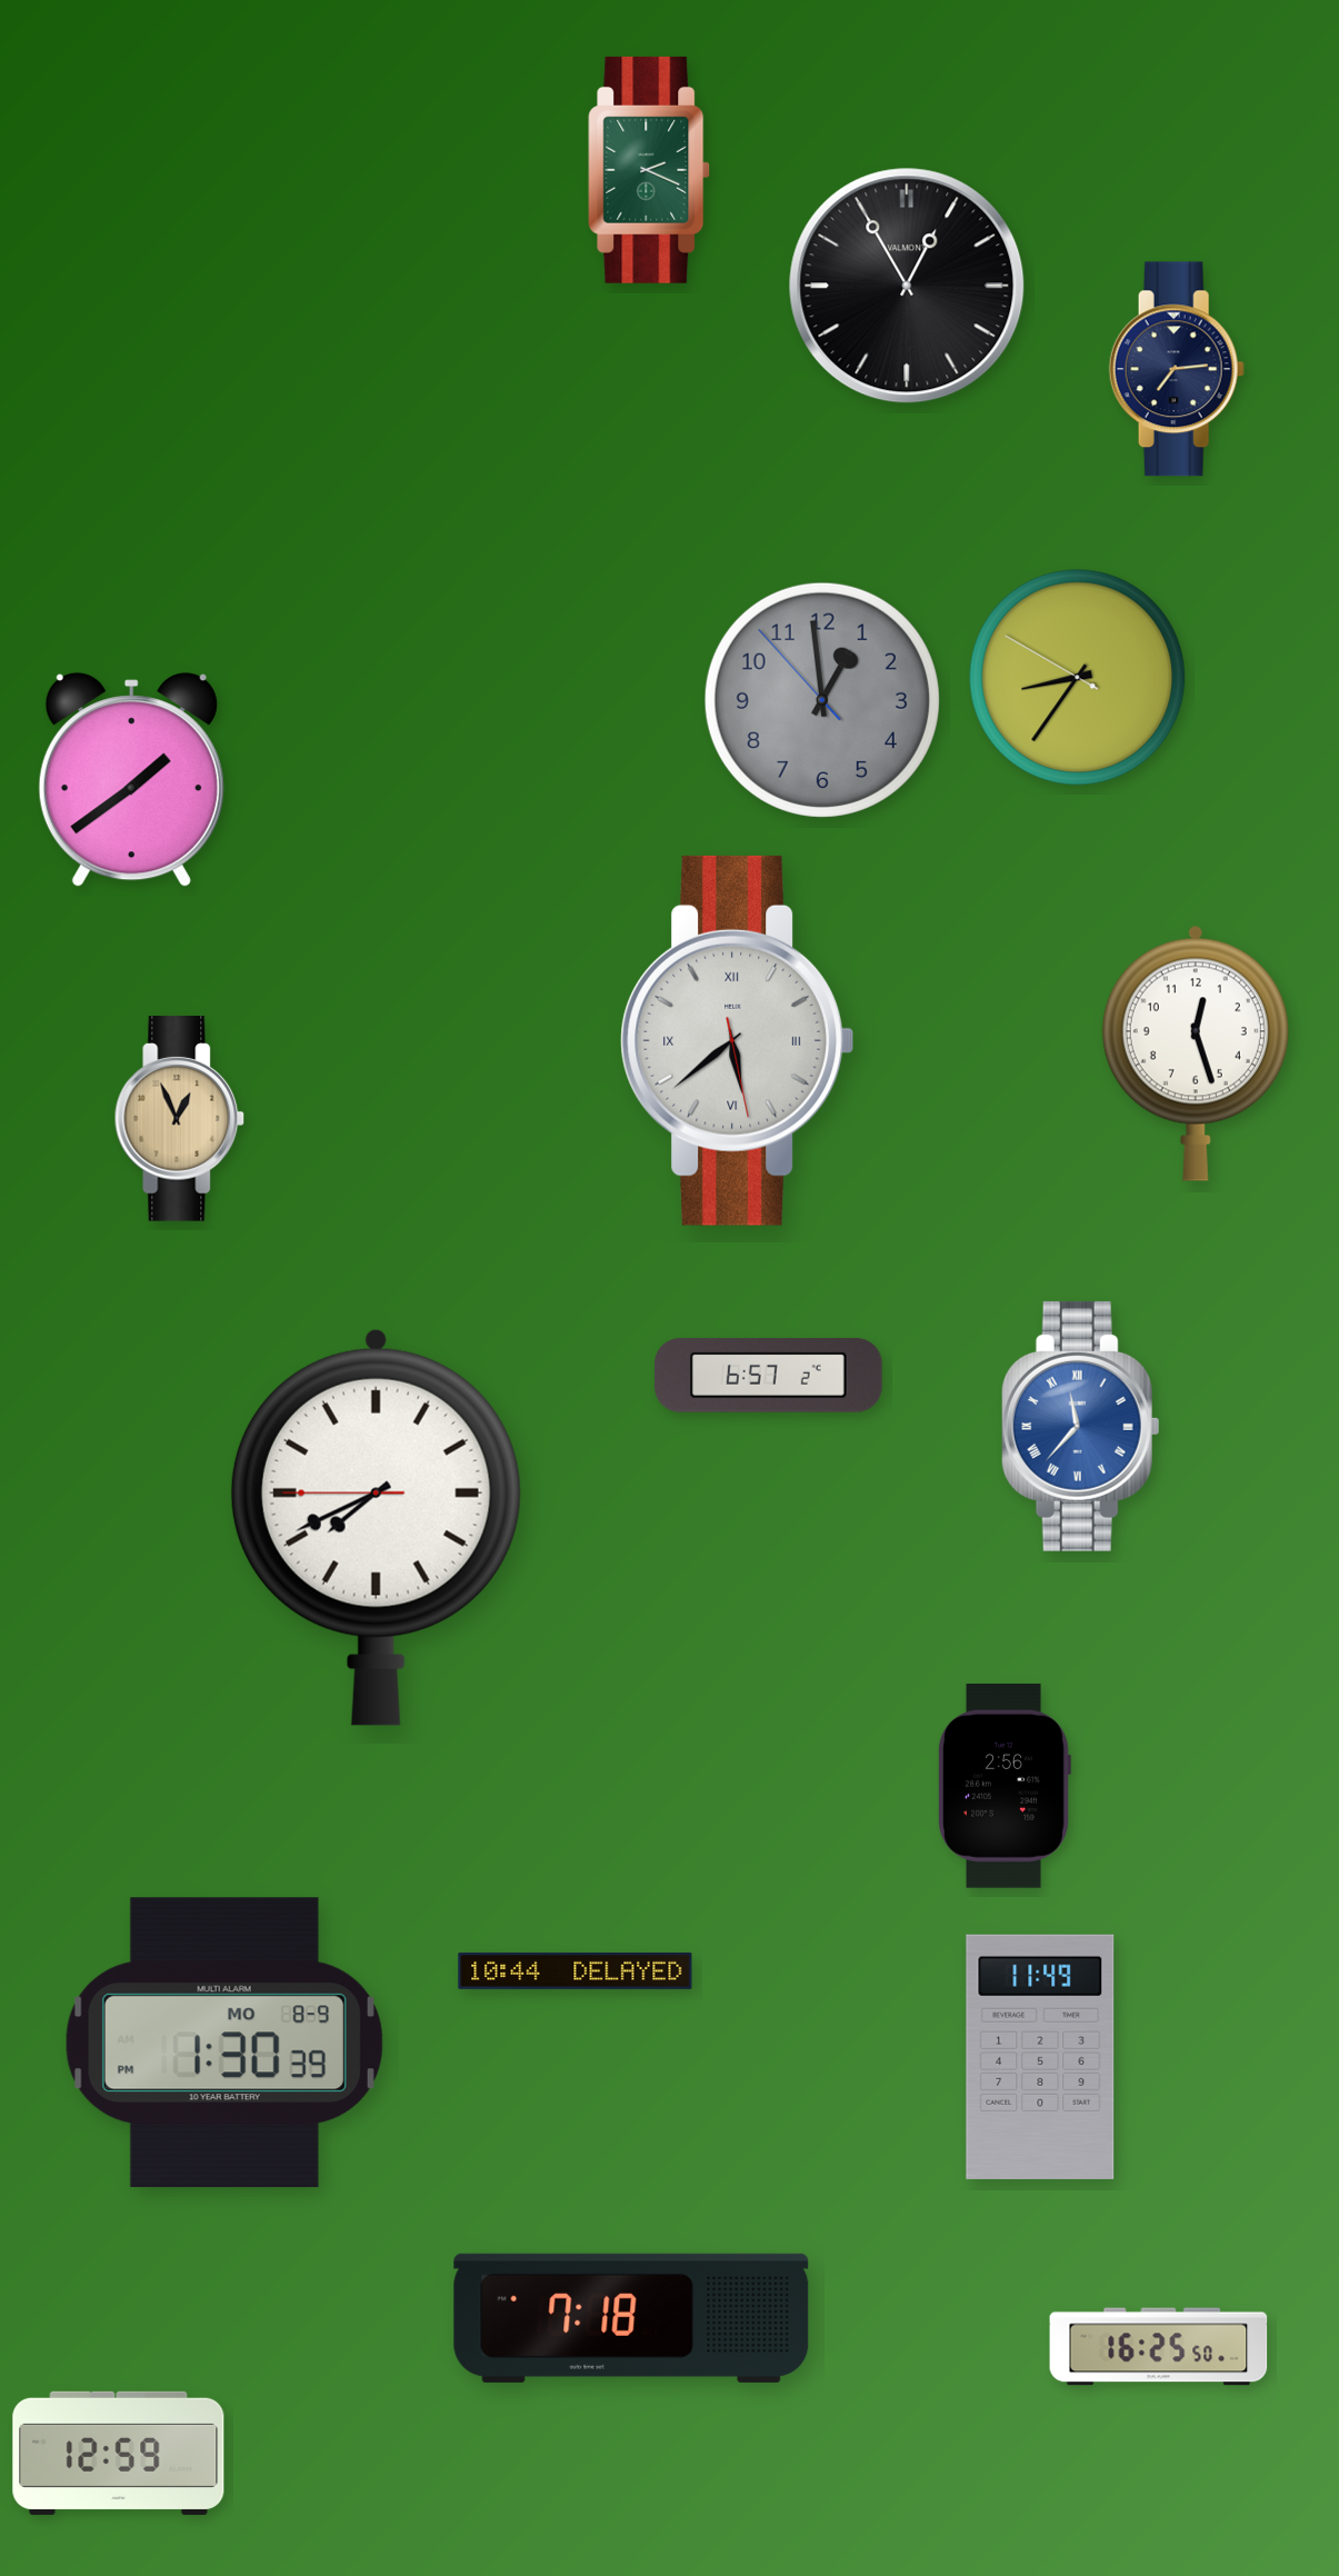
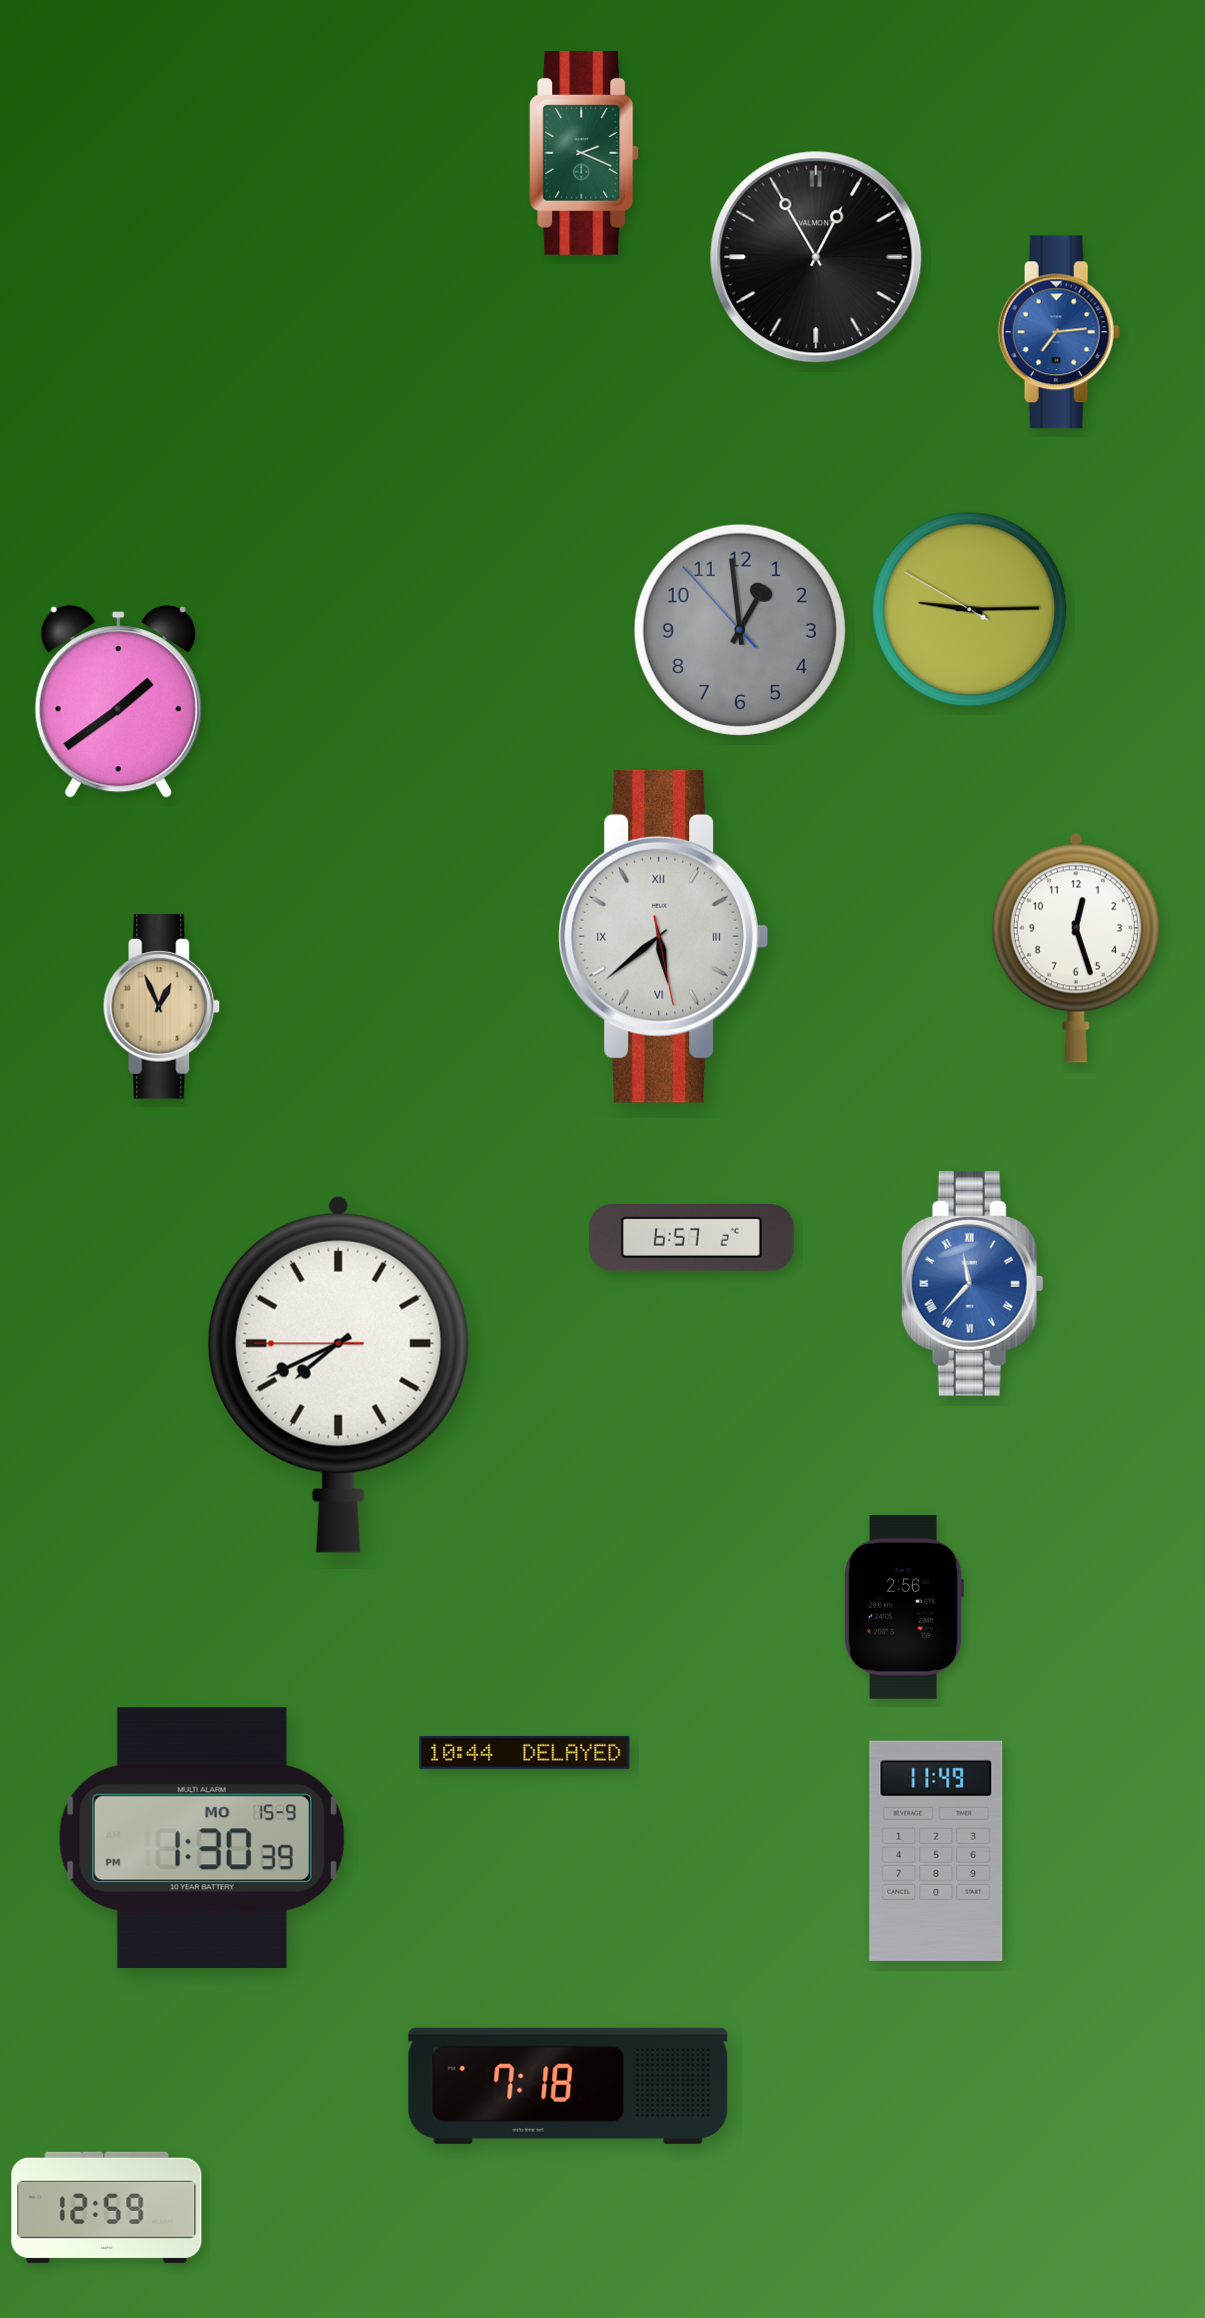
clock at (1177, 369) dial: navy -> blue
clock at (1078, 678): 8:35 -> 9:14
clock at (576, 1970) position: (576, 1970) -> (525, 1752)
clock at (224, 2041) date: MO 8-9 -> MO 15-9
clock at (1159, 2347): 16:25 -> none
